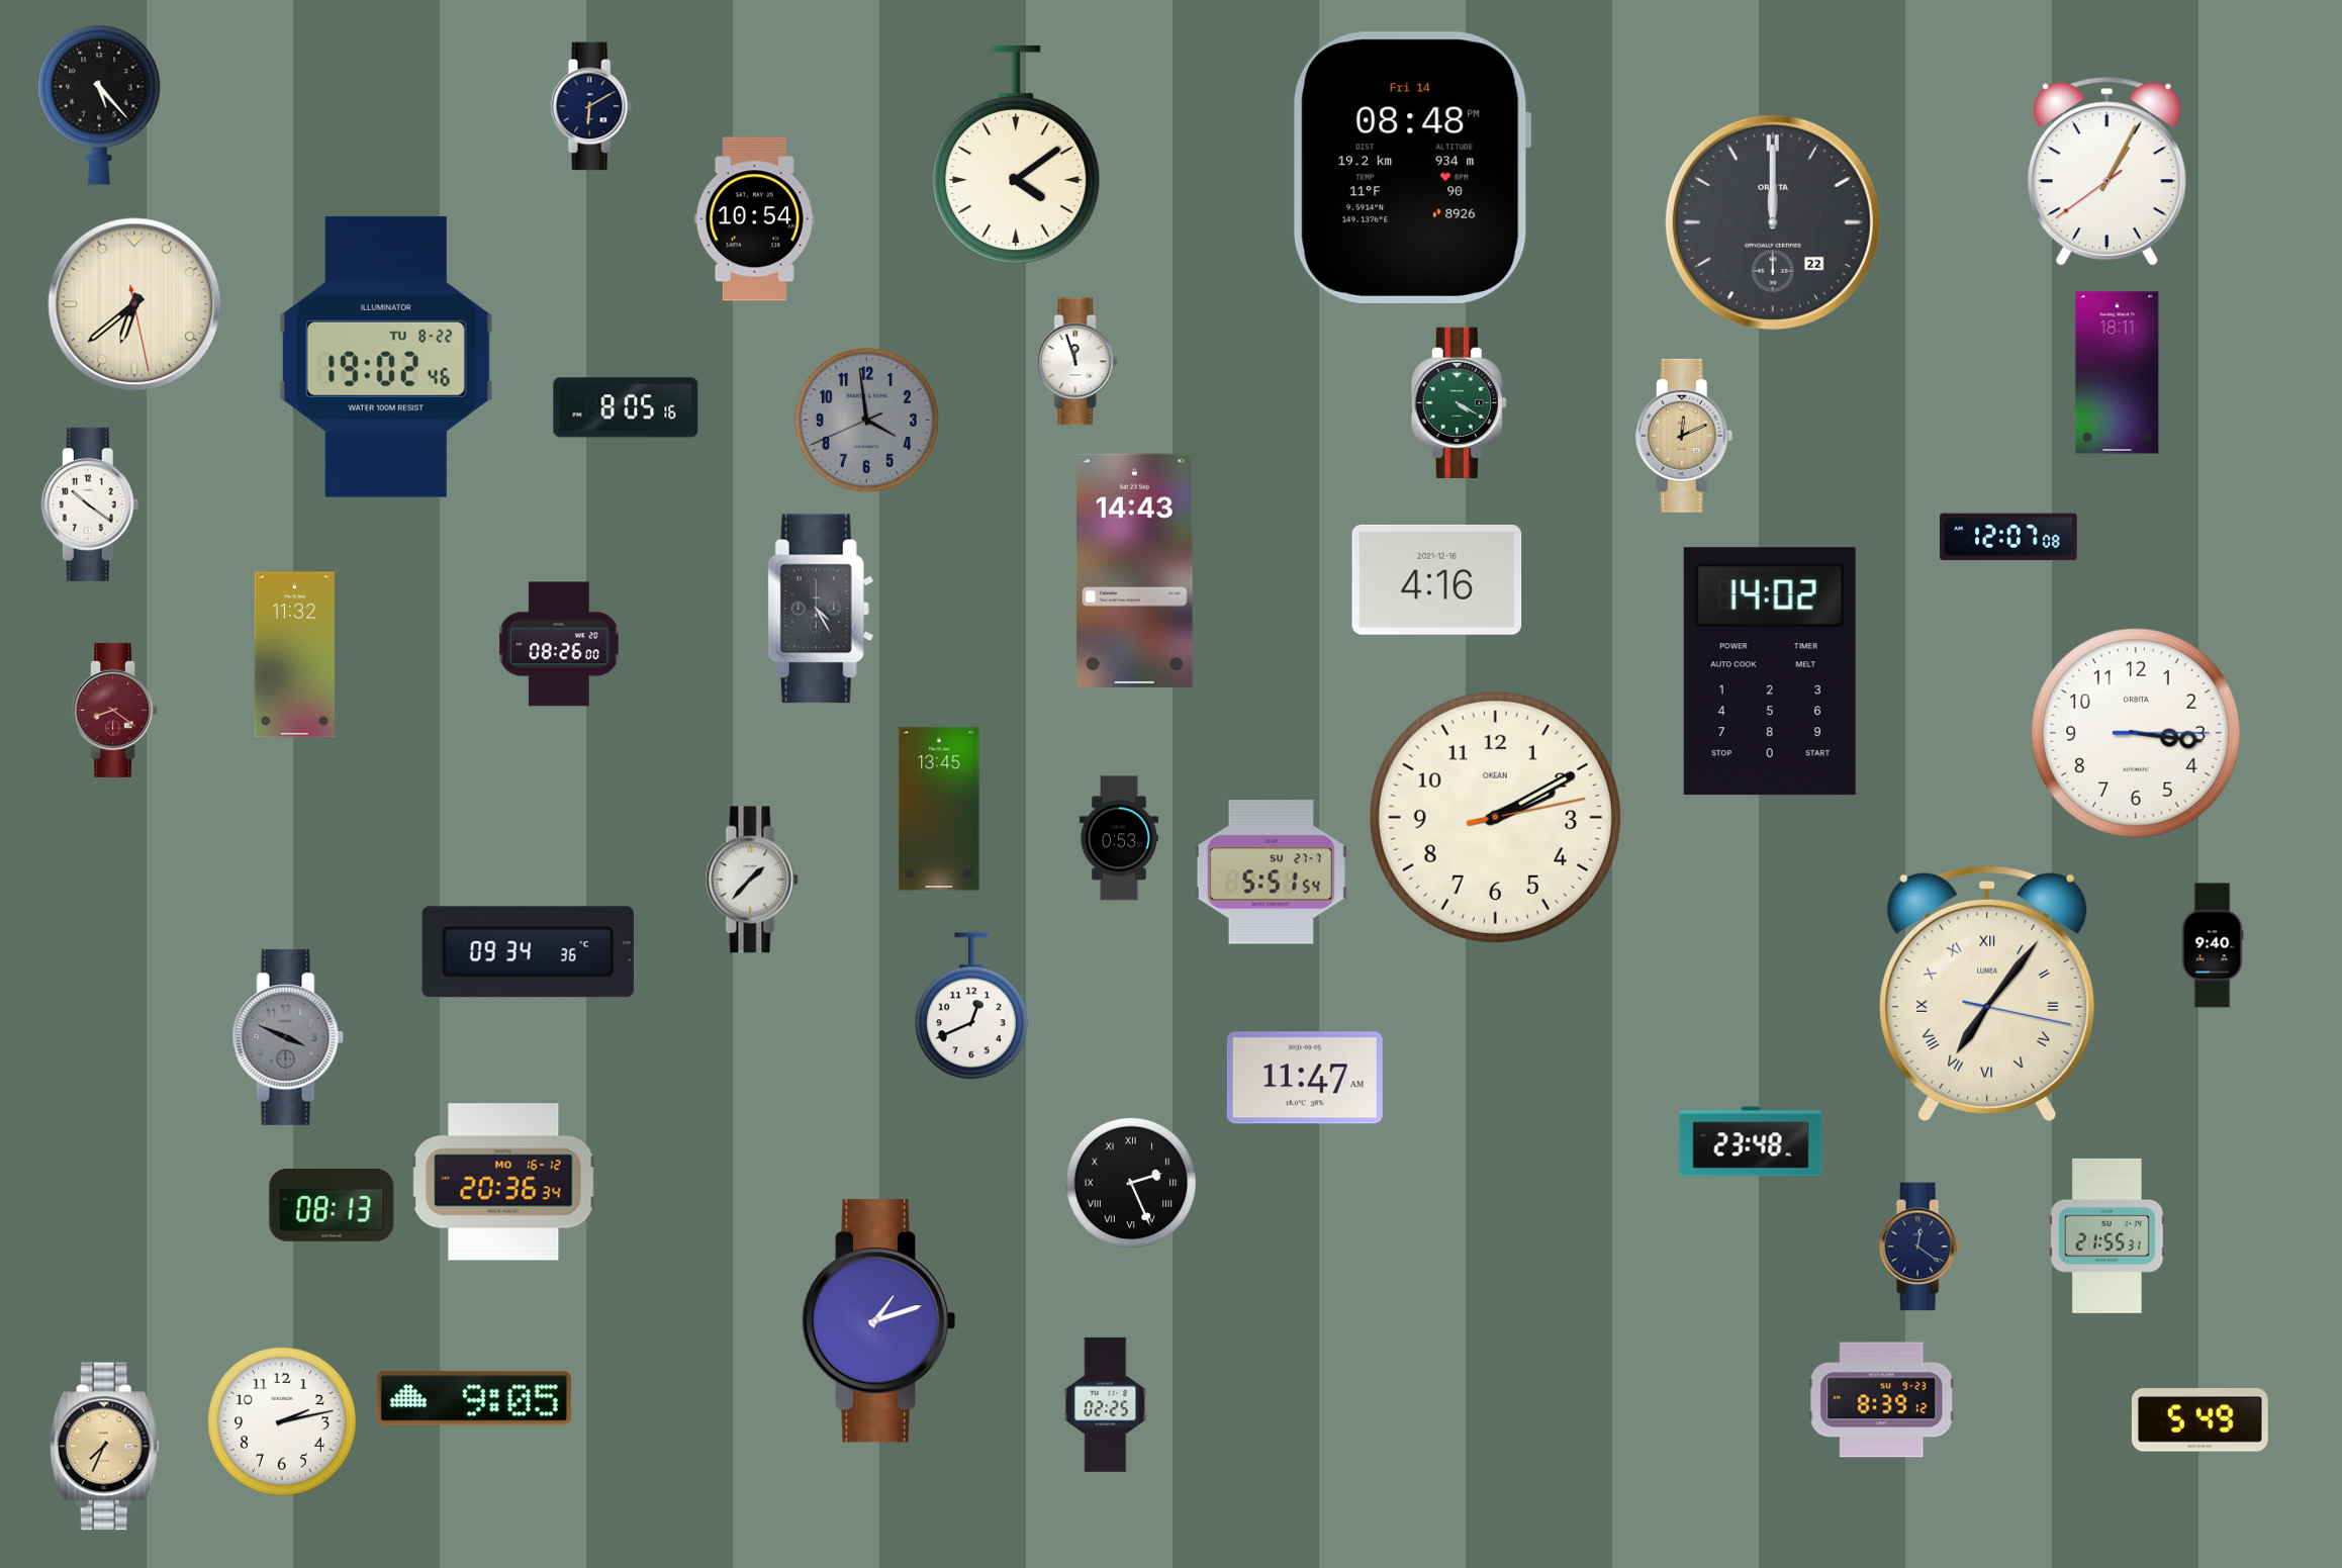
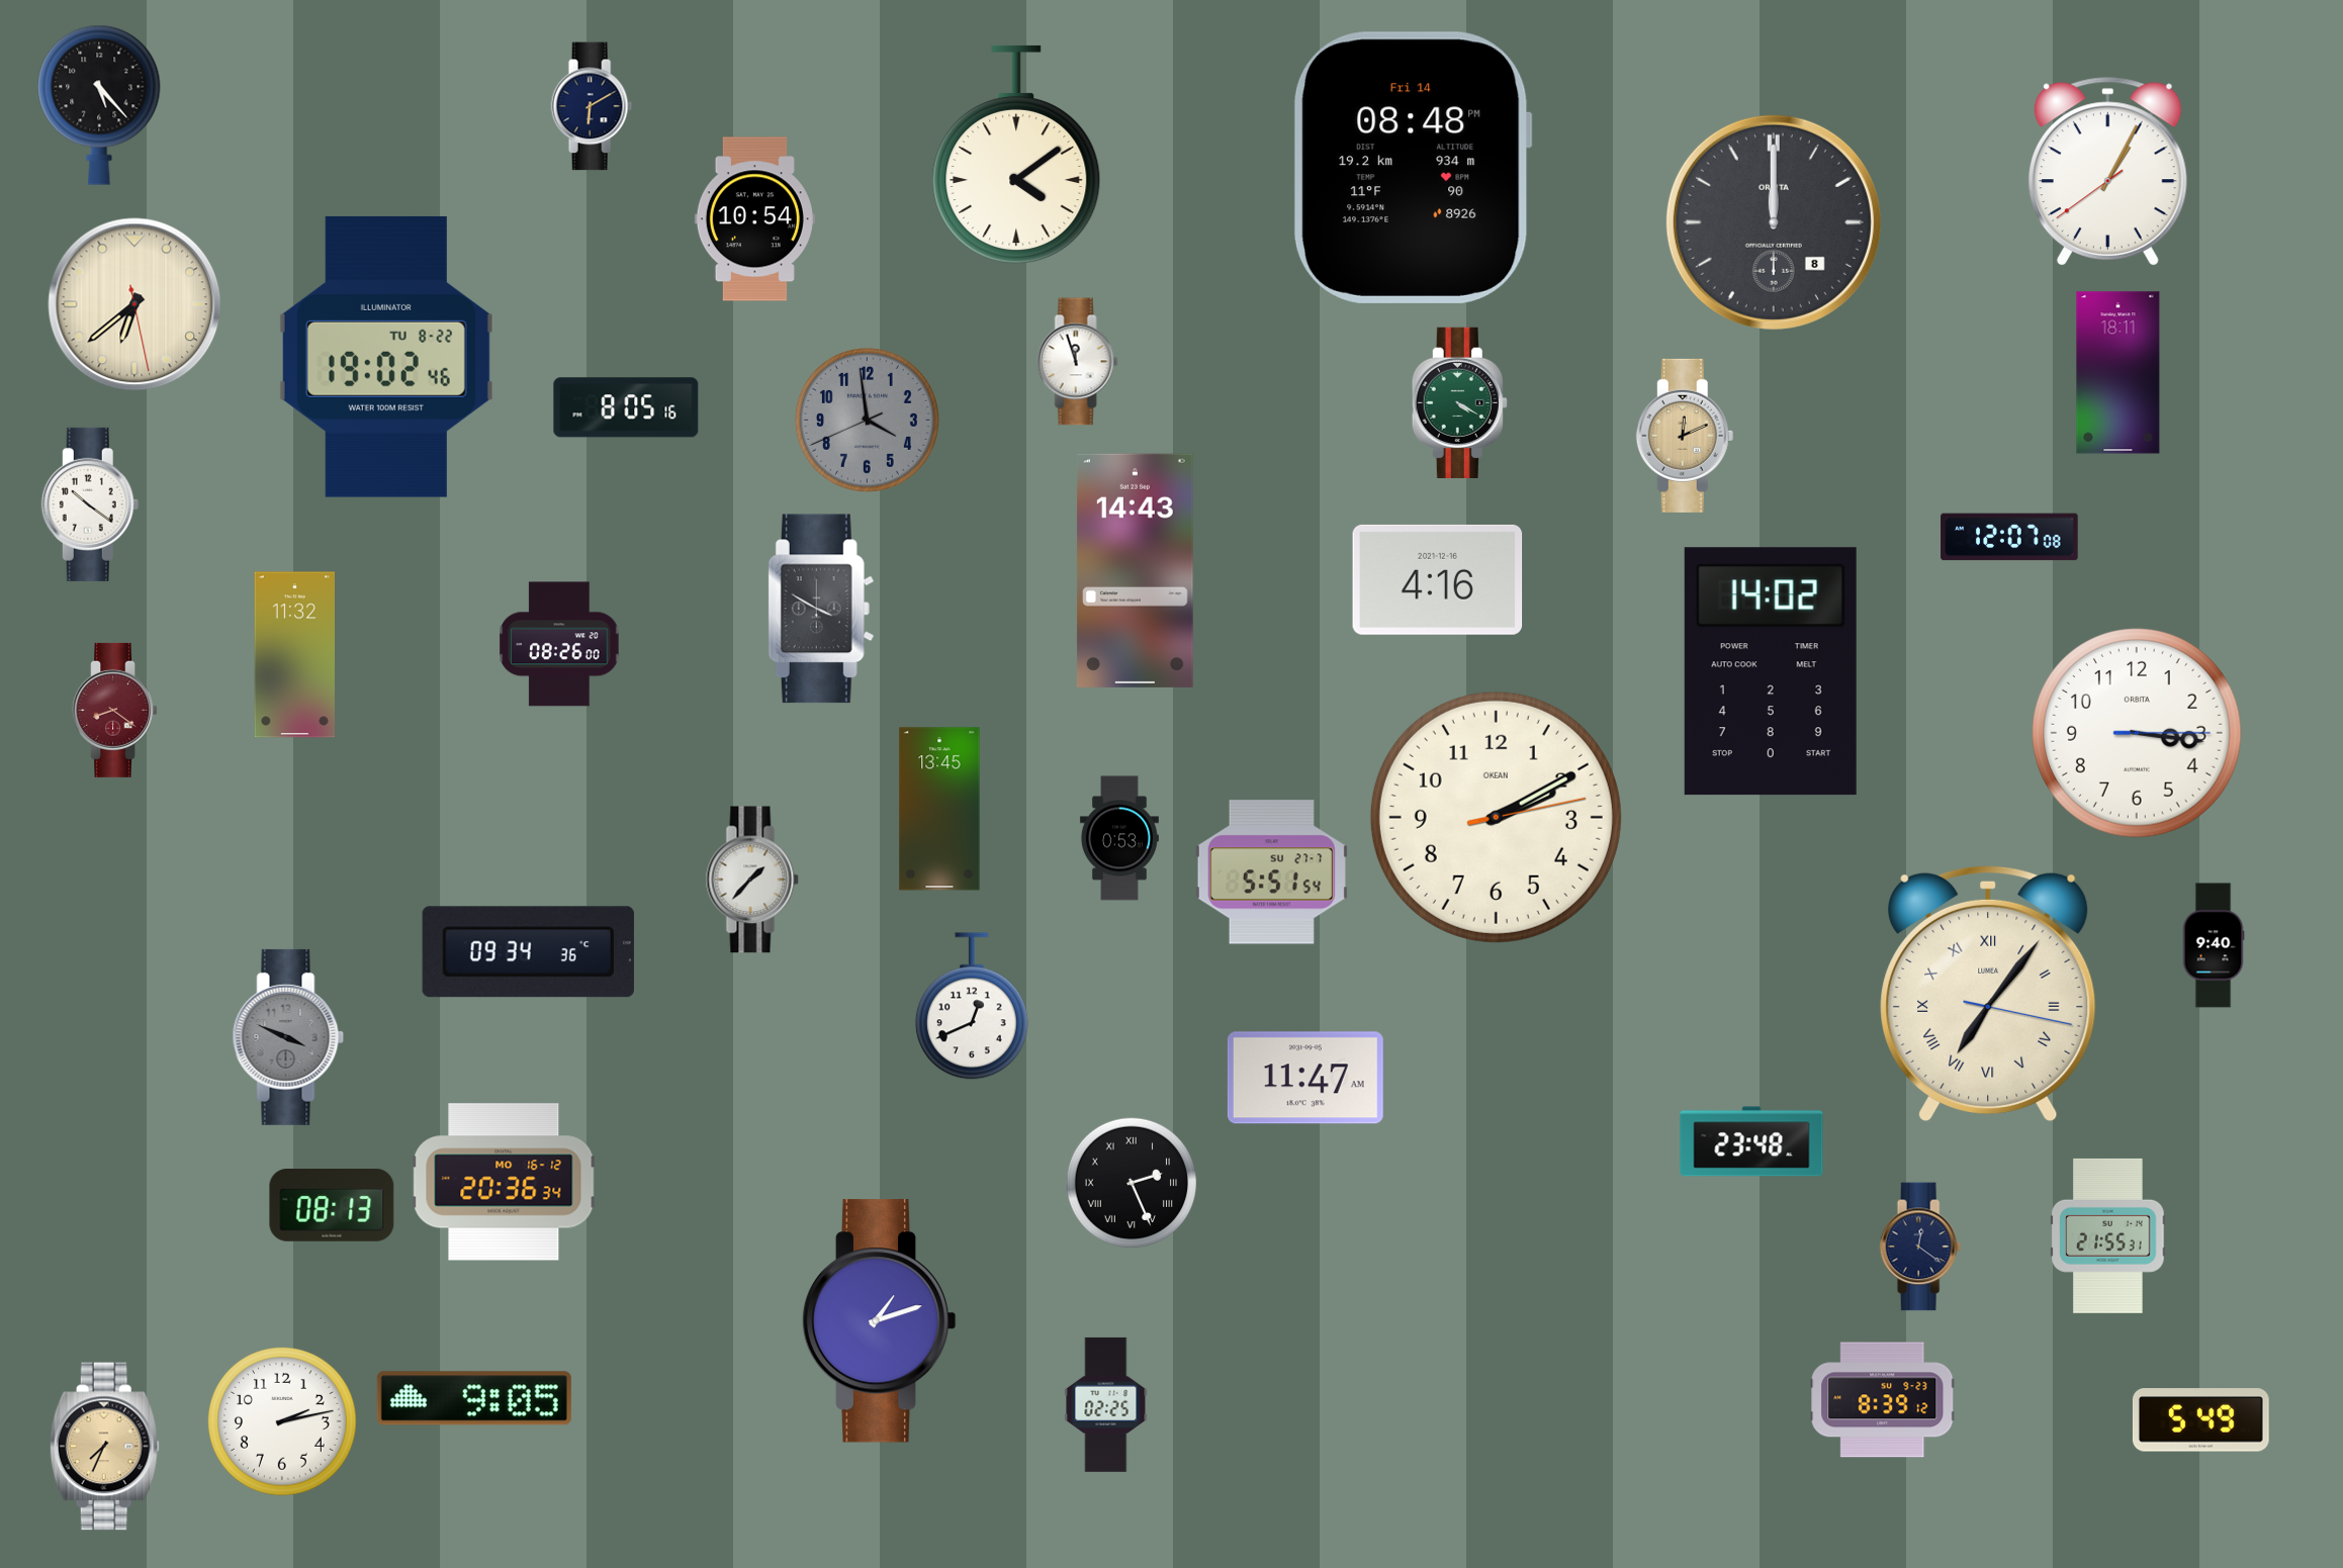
clock at (1773, 222) date: 22 -> 8
clock at (821, 609): 4:25 -> 3:50
